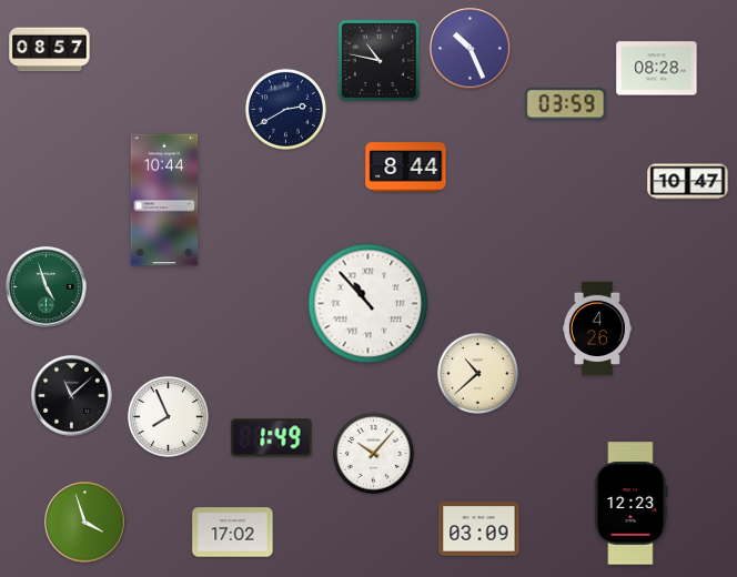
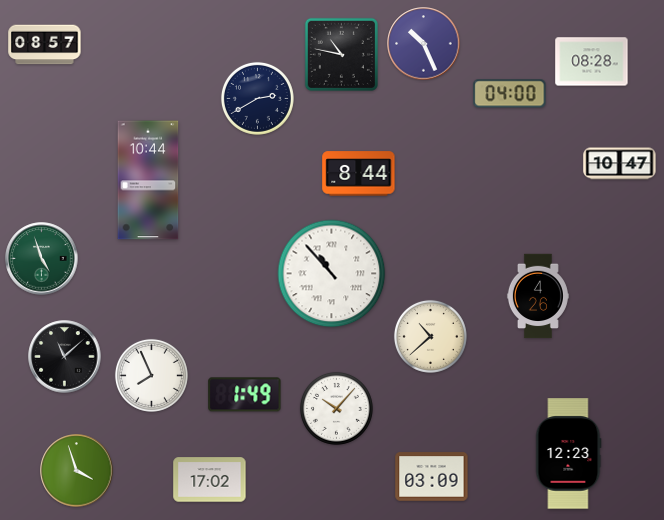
clock at (566, 104): 03:59 -> 04:00
clock at (406, 168) position: (406, 168) -> (359, 174)
